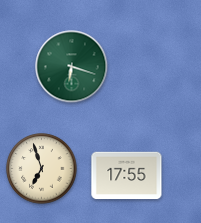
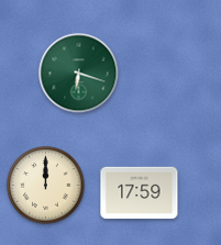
clock at (42, 169): 6:57 -> 12:00
clock at (127, 176): 17:55 -> 17:59
